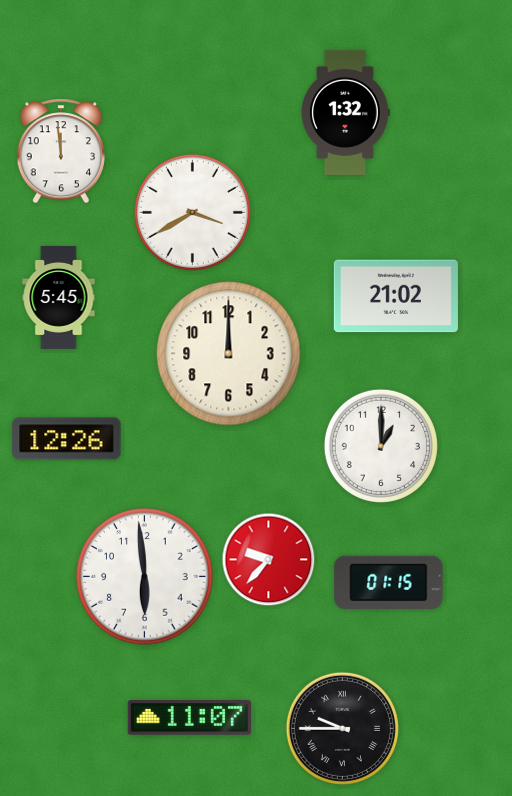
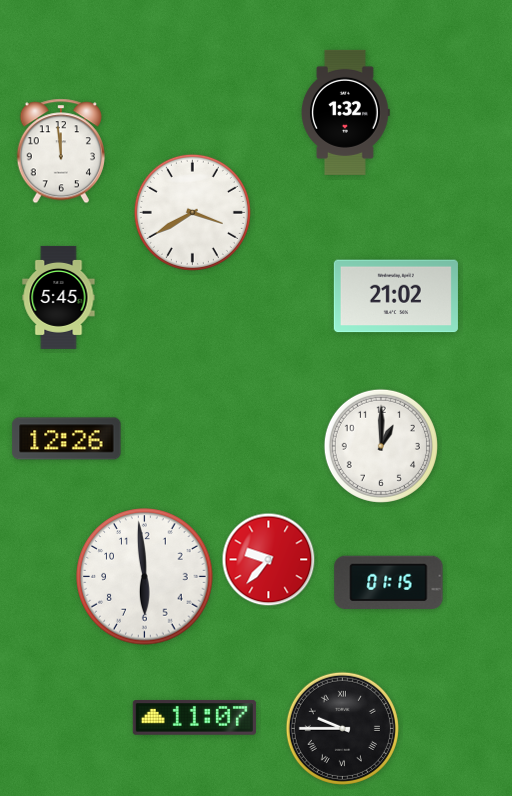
clock at (229, 354): 12:00 -> none
clock at (189, 718) position: (189, 718) -> (194, 718)
